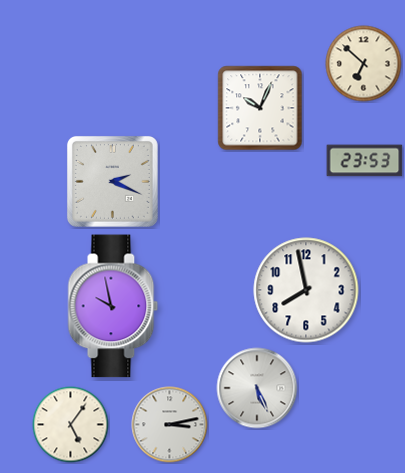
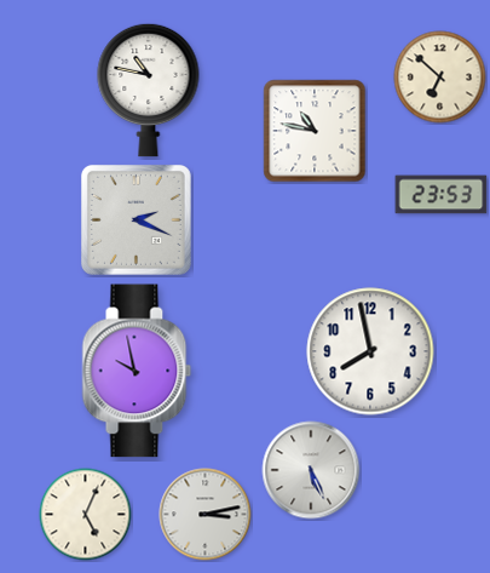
clock at (149, 90): none -> 10:47
clock at (260, 108): 10:04 -> 10:47
clock at (71, 425): 5:06 -> 5:04
